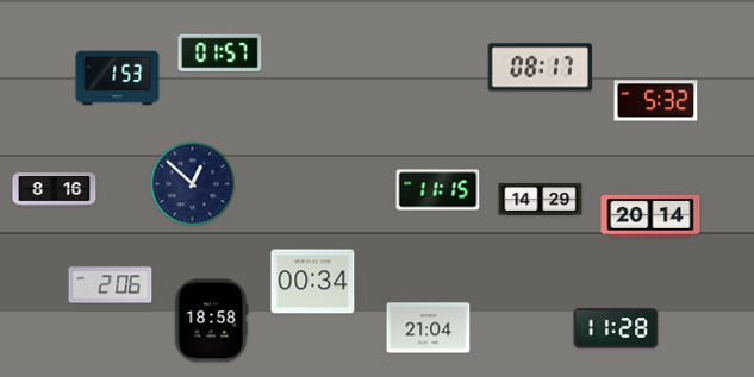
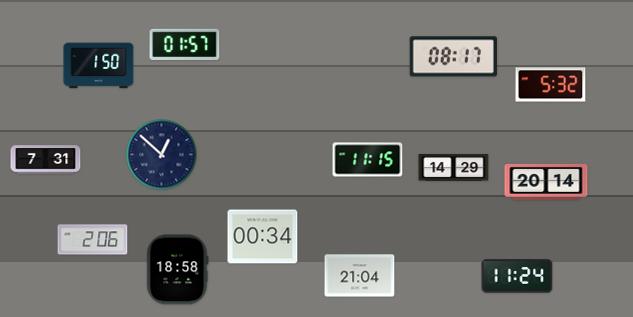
clock at (118, 78): 1:53 -> 1:50
clock at (55, 190): 8:16 -> 7:31
clock at (616, 328): 11:28 -> 11:24
